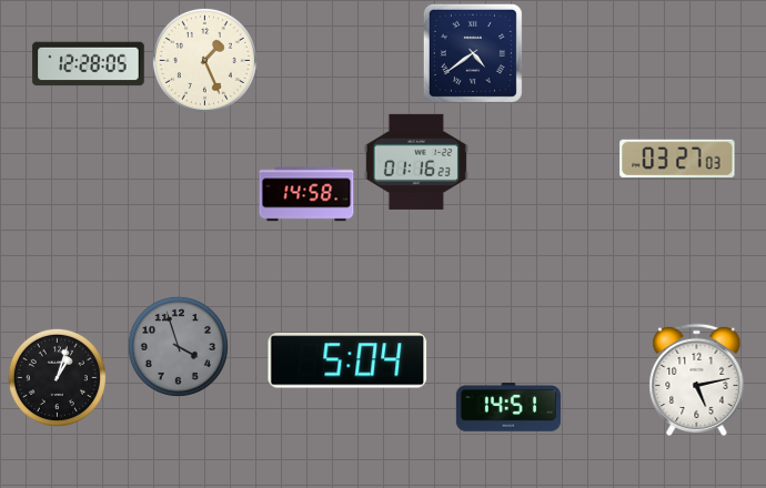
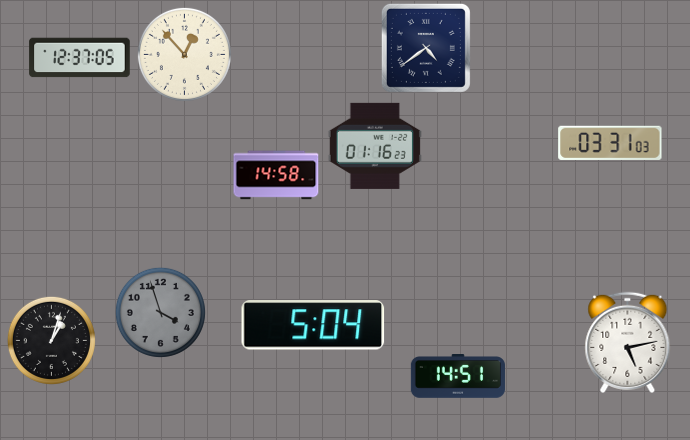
clock at (204, 60): 1:26 -> 12:53
clock at (89, 64): 12:28 -> 12:37
clock at (677, 159): 03:27 -> 03:31
clock at (508, 408) position: (508, 408) -> (458, 377)
